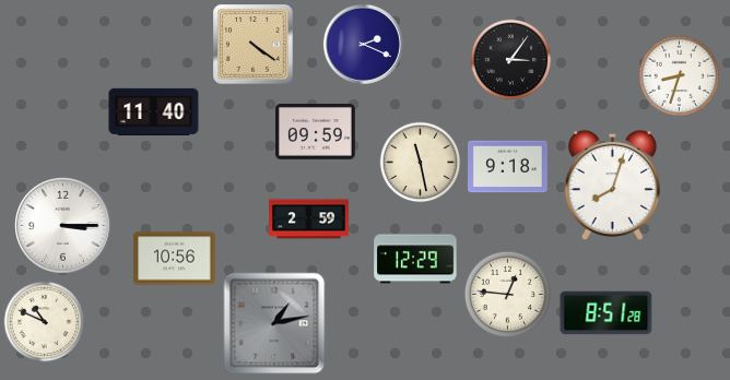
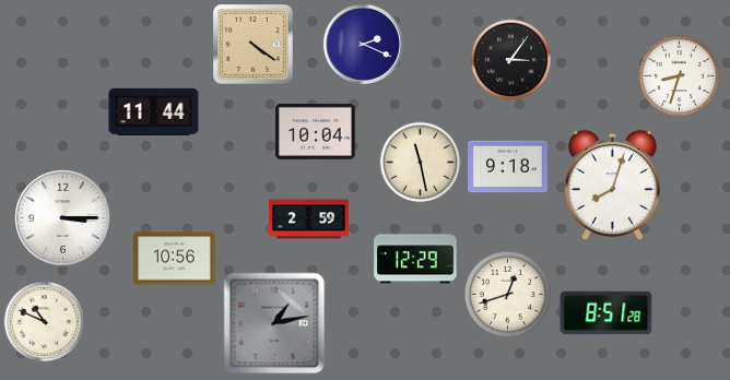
clock at (154, 111): 11:40 -> 11:44
clock at (316, 132): 09:59 -> 10:04
clock at (63, 226) position: (63, 226) -> (63, 218)
clock at (507, 294): 12:46 -> 12:42
